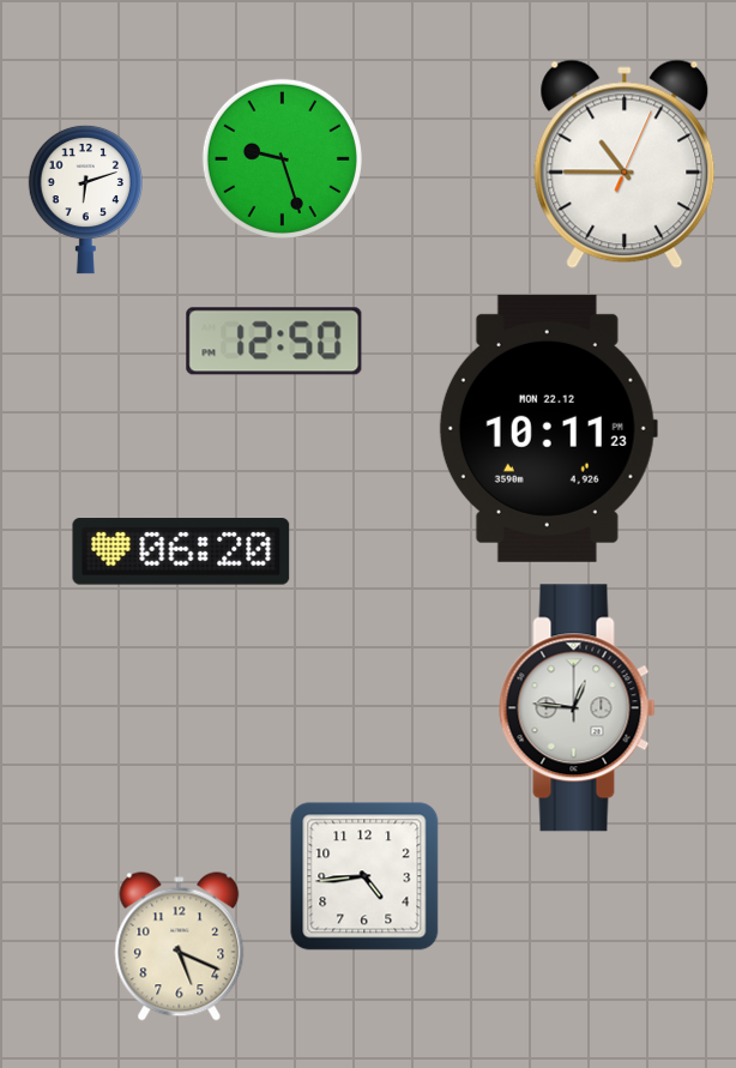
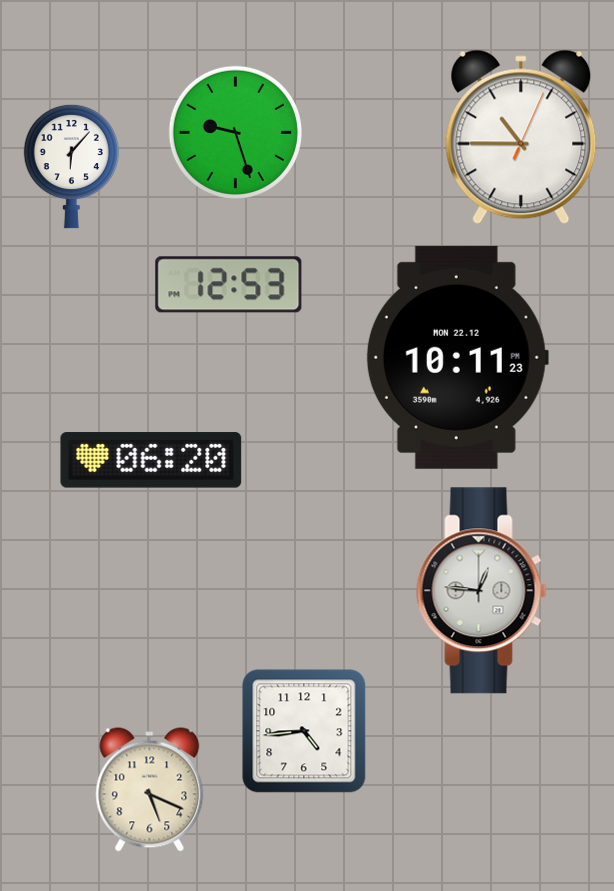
clock at (85, 199): 6:12 -> 6:07
clock at (275, 342): 12:50 -> 12:53
